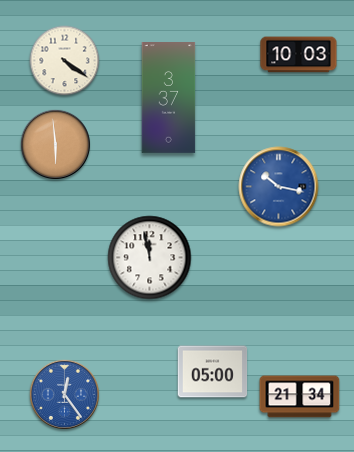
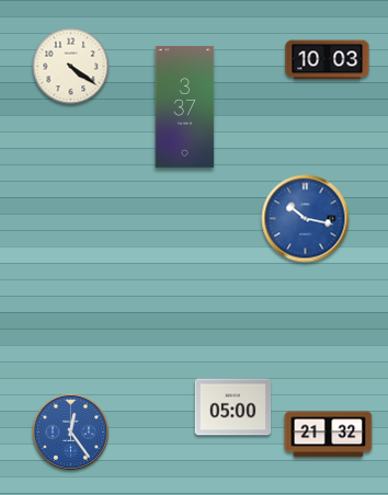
clock at (55, 144): 5:59 -> none
clock at (279, 187) position: (279, 187) -> (306, 219)
clock at (150, 258): 11:58 -> none
clock at (300, 397): 21:34 -> 21:32
